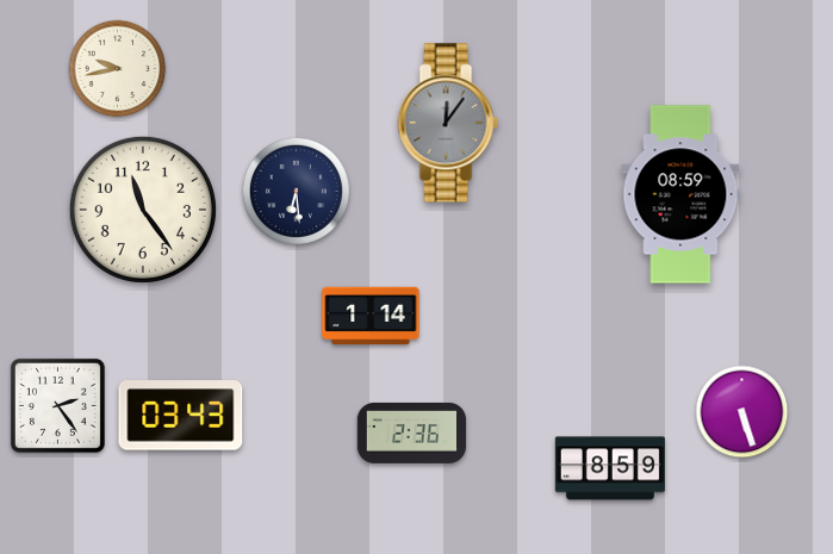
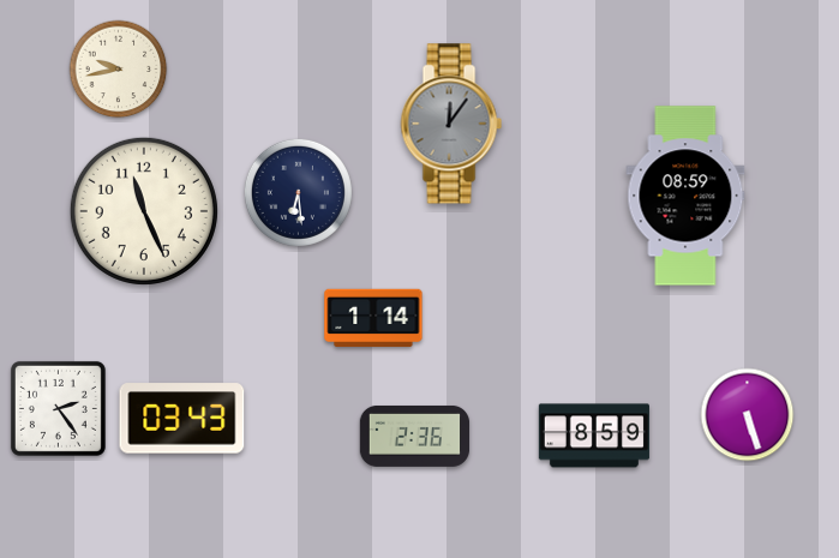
clock at (143, 210): 11:24 -> 11:26
clock at (610, 468) position: (610, 468) -> (594, 436)
